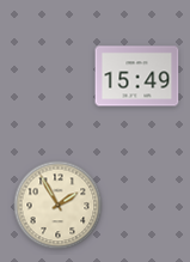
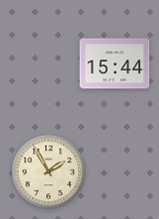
clock at (137, 77): 15:49 -> 15:44
